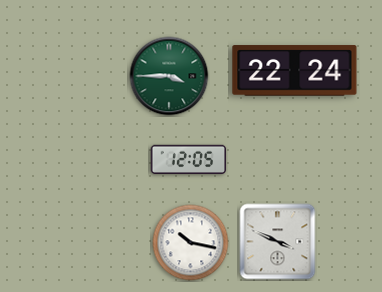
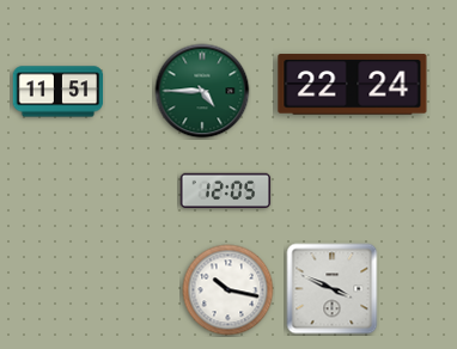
clock at (169, 76): 3:45 -> 4:45
clock at (59, 92): none -> 11:51
